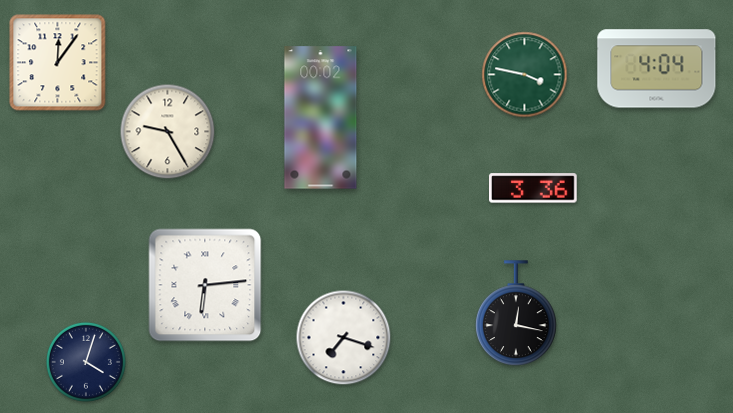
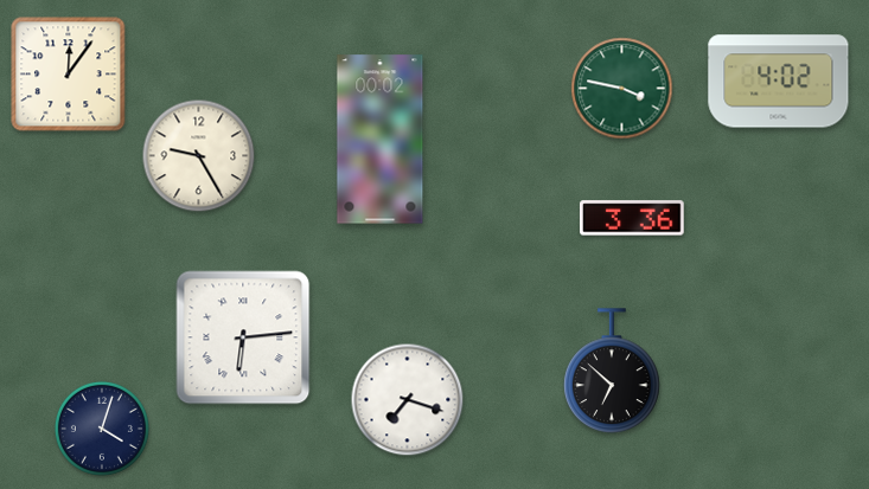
clock at (657, 69): 4:04 -> 4:02
clock at (534, 188) position: (534, 188) -> (633, 218)
clock at (517, 313): 12:17 -> 6:52
